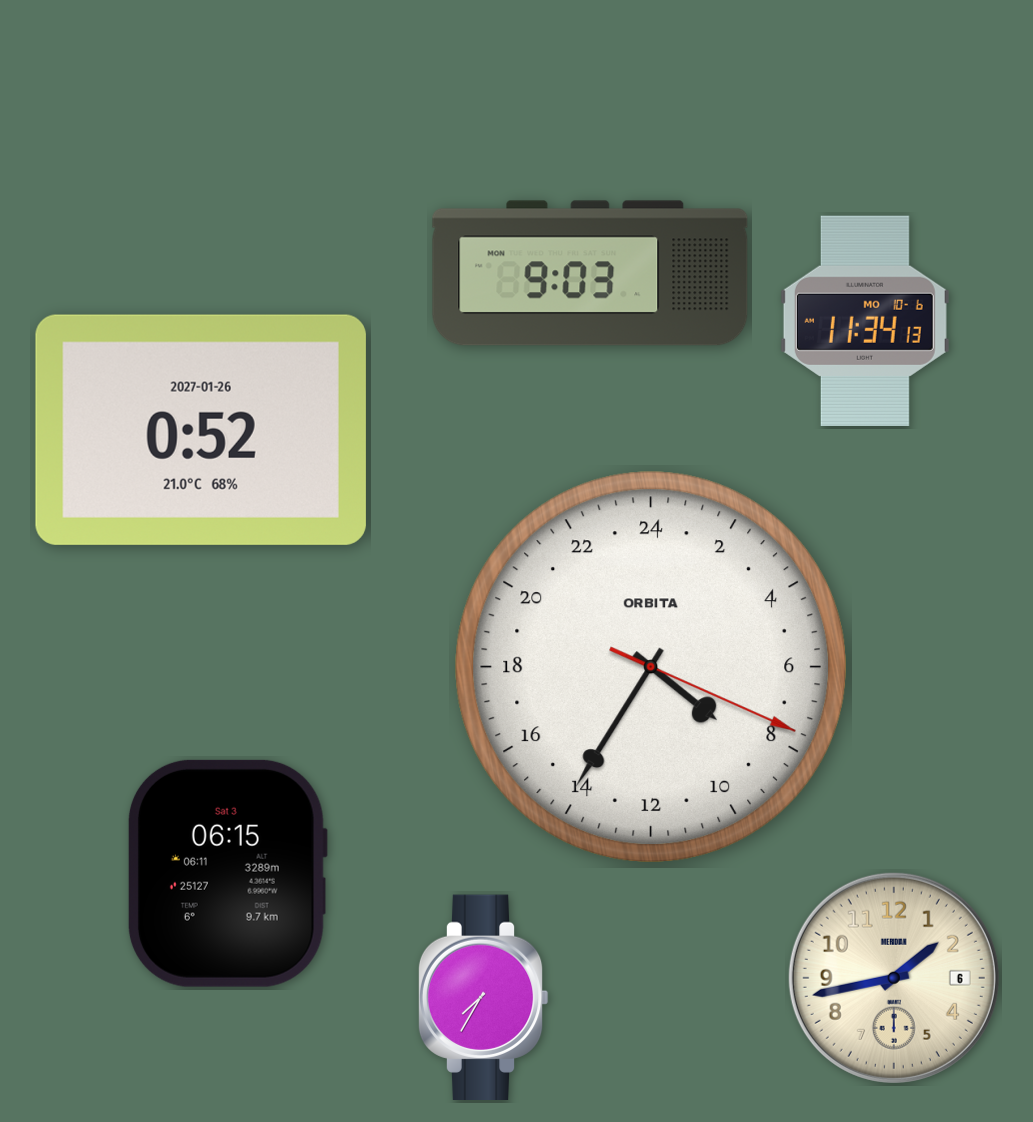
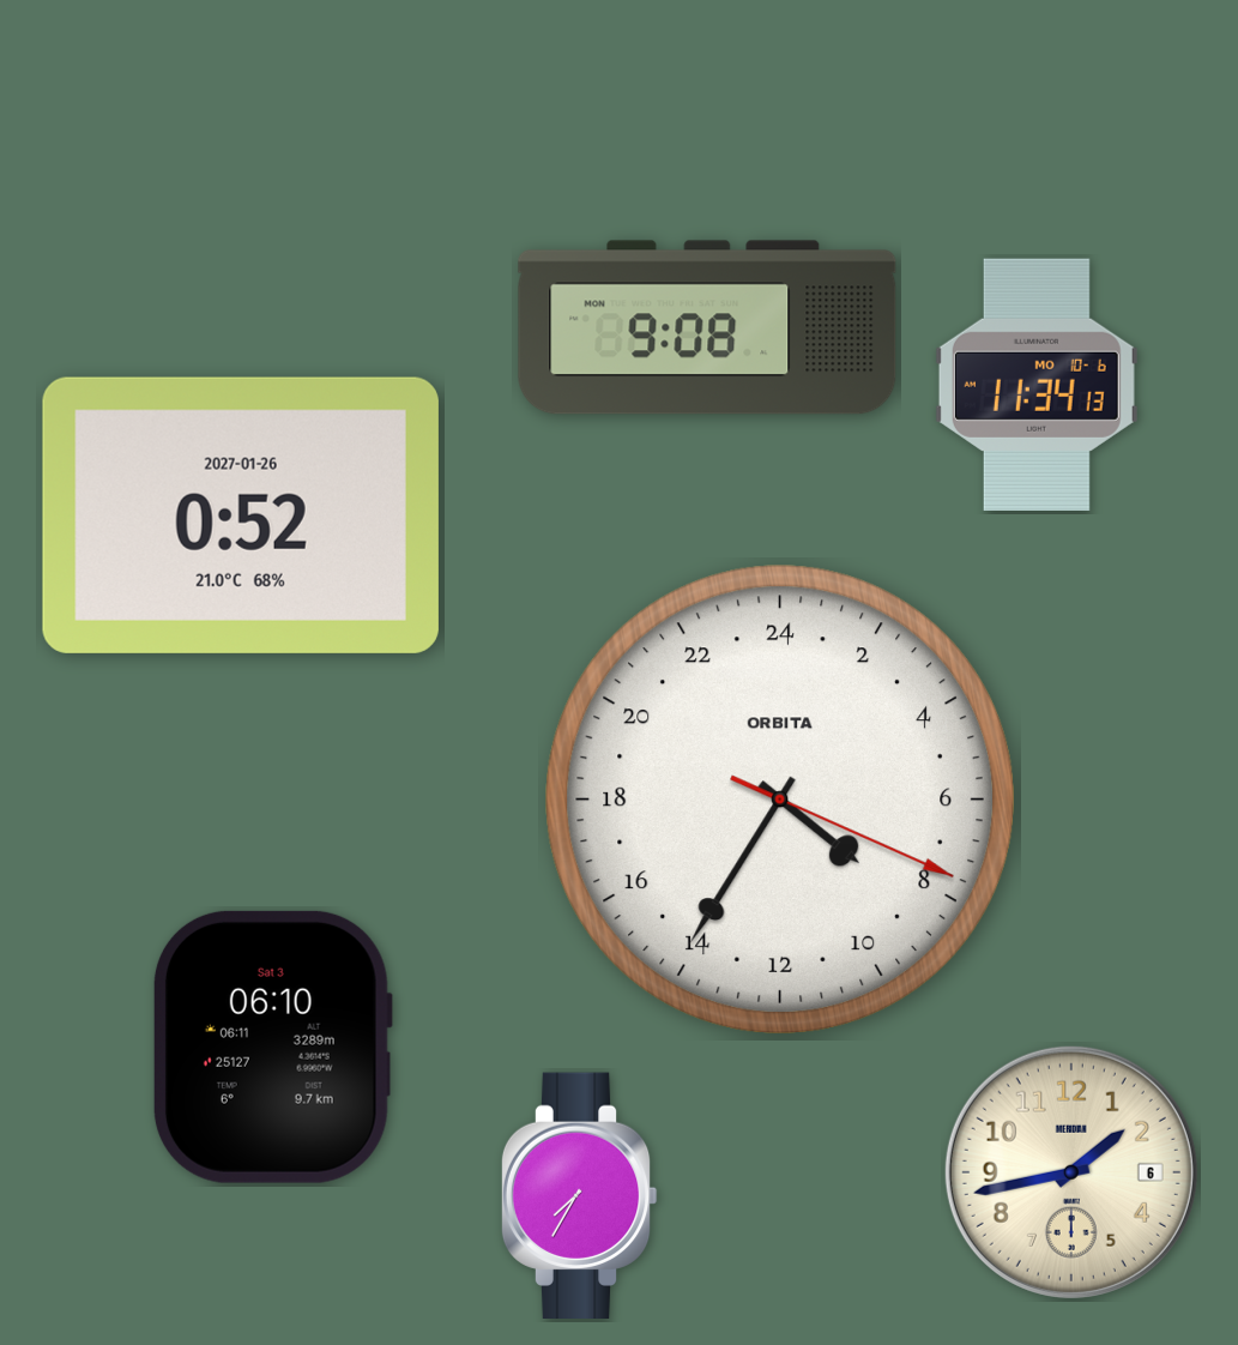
clock at (590, 273): 9:03 -> 9:08
clock at (227, 873): 06:15 -> 06:10
